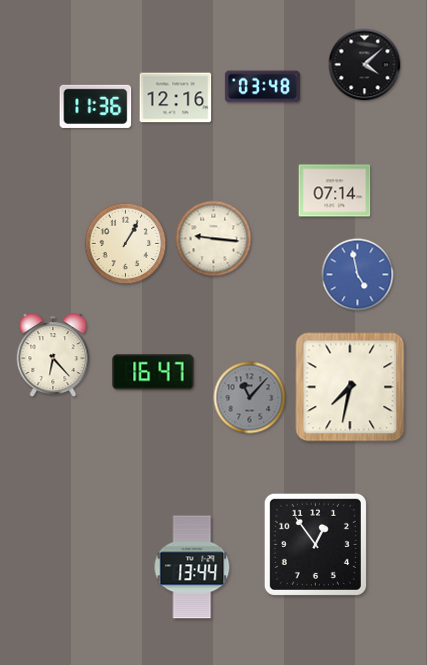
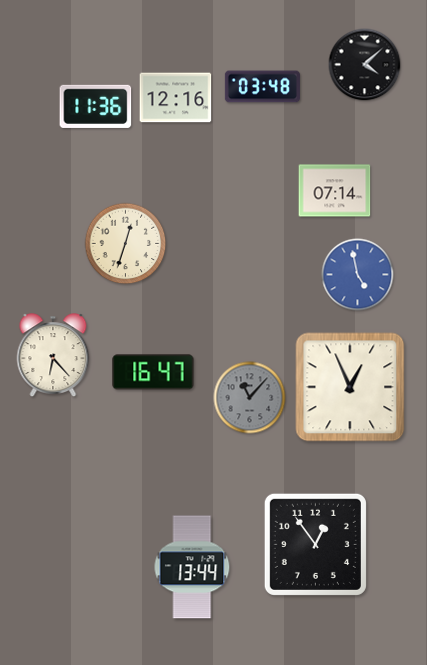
clock at (214, 239): 9:16 -> none
clock at (126, 244): 1:05 -> 12:33
clock at (350, 387): 7:32 -> 12:56
